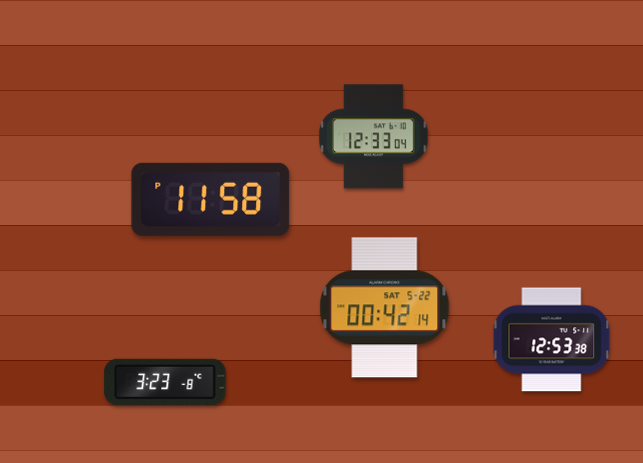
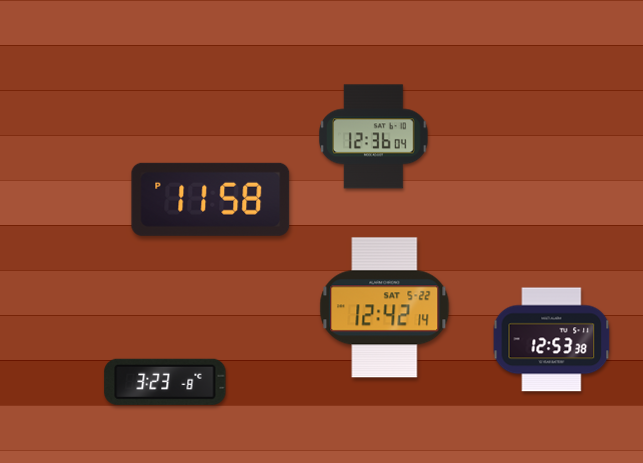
clock at (374, 137): 12:33 -> 12:36
clock at (385, 308): 00:42 -> 12:42
